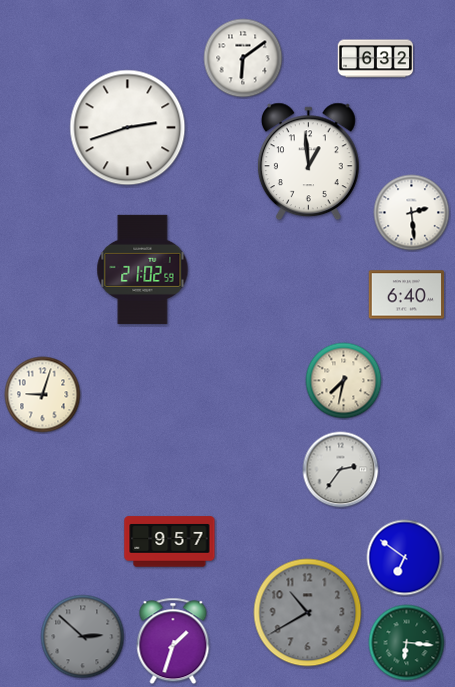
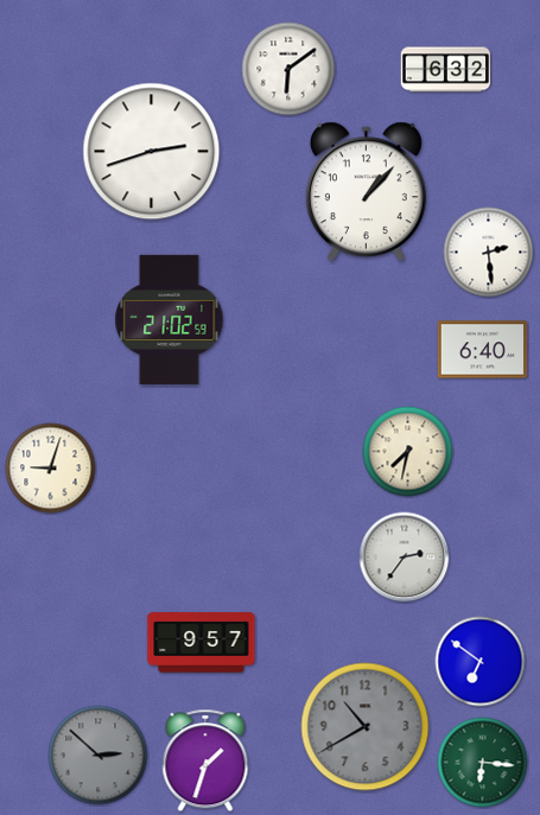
clock at (308, 162): 12:59 -> 1:07
